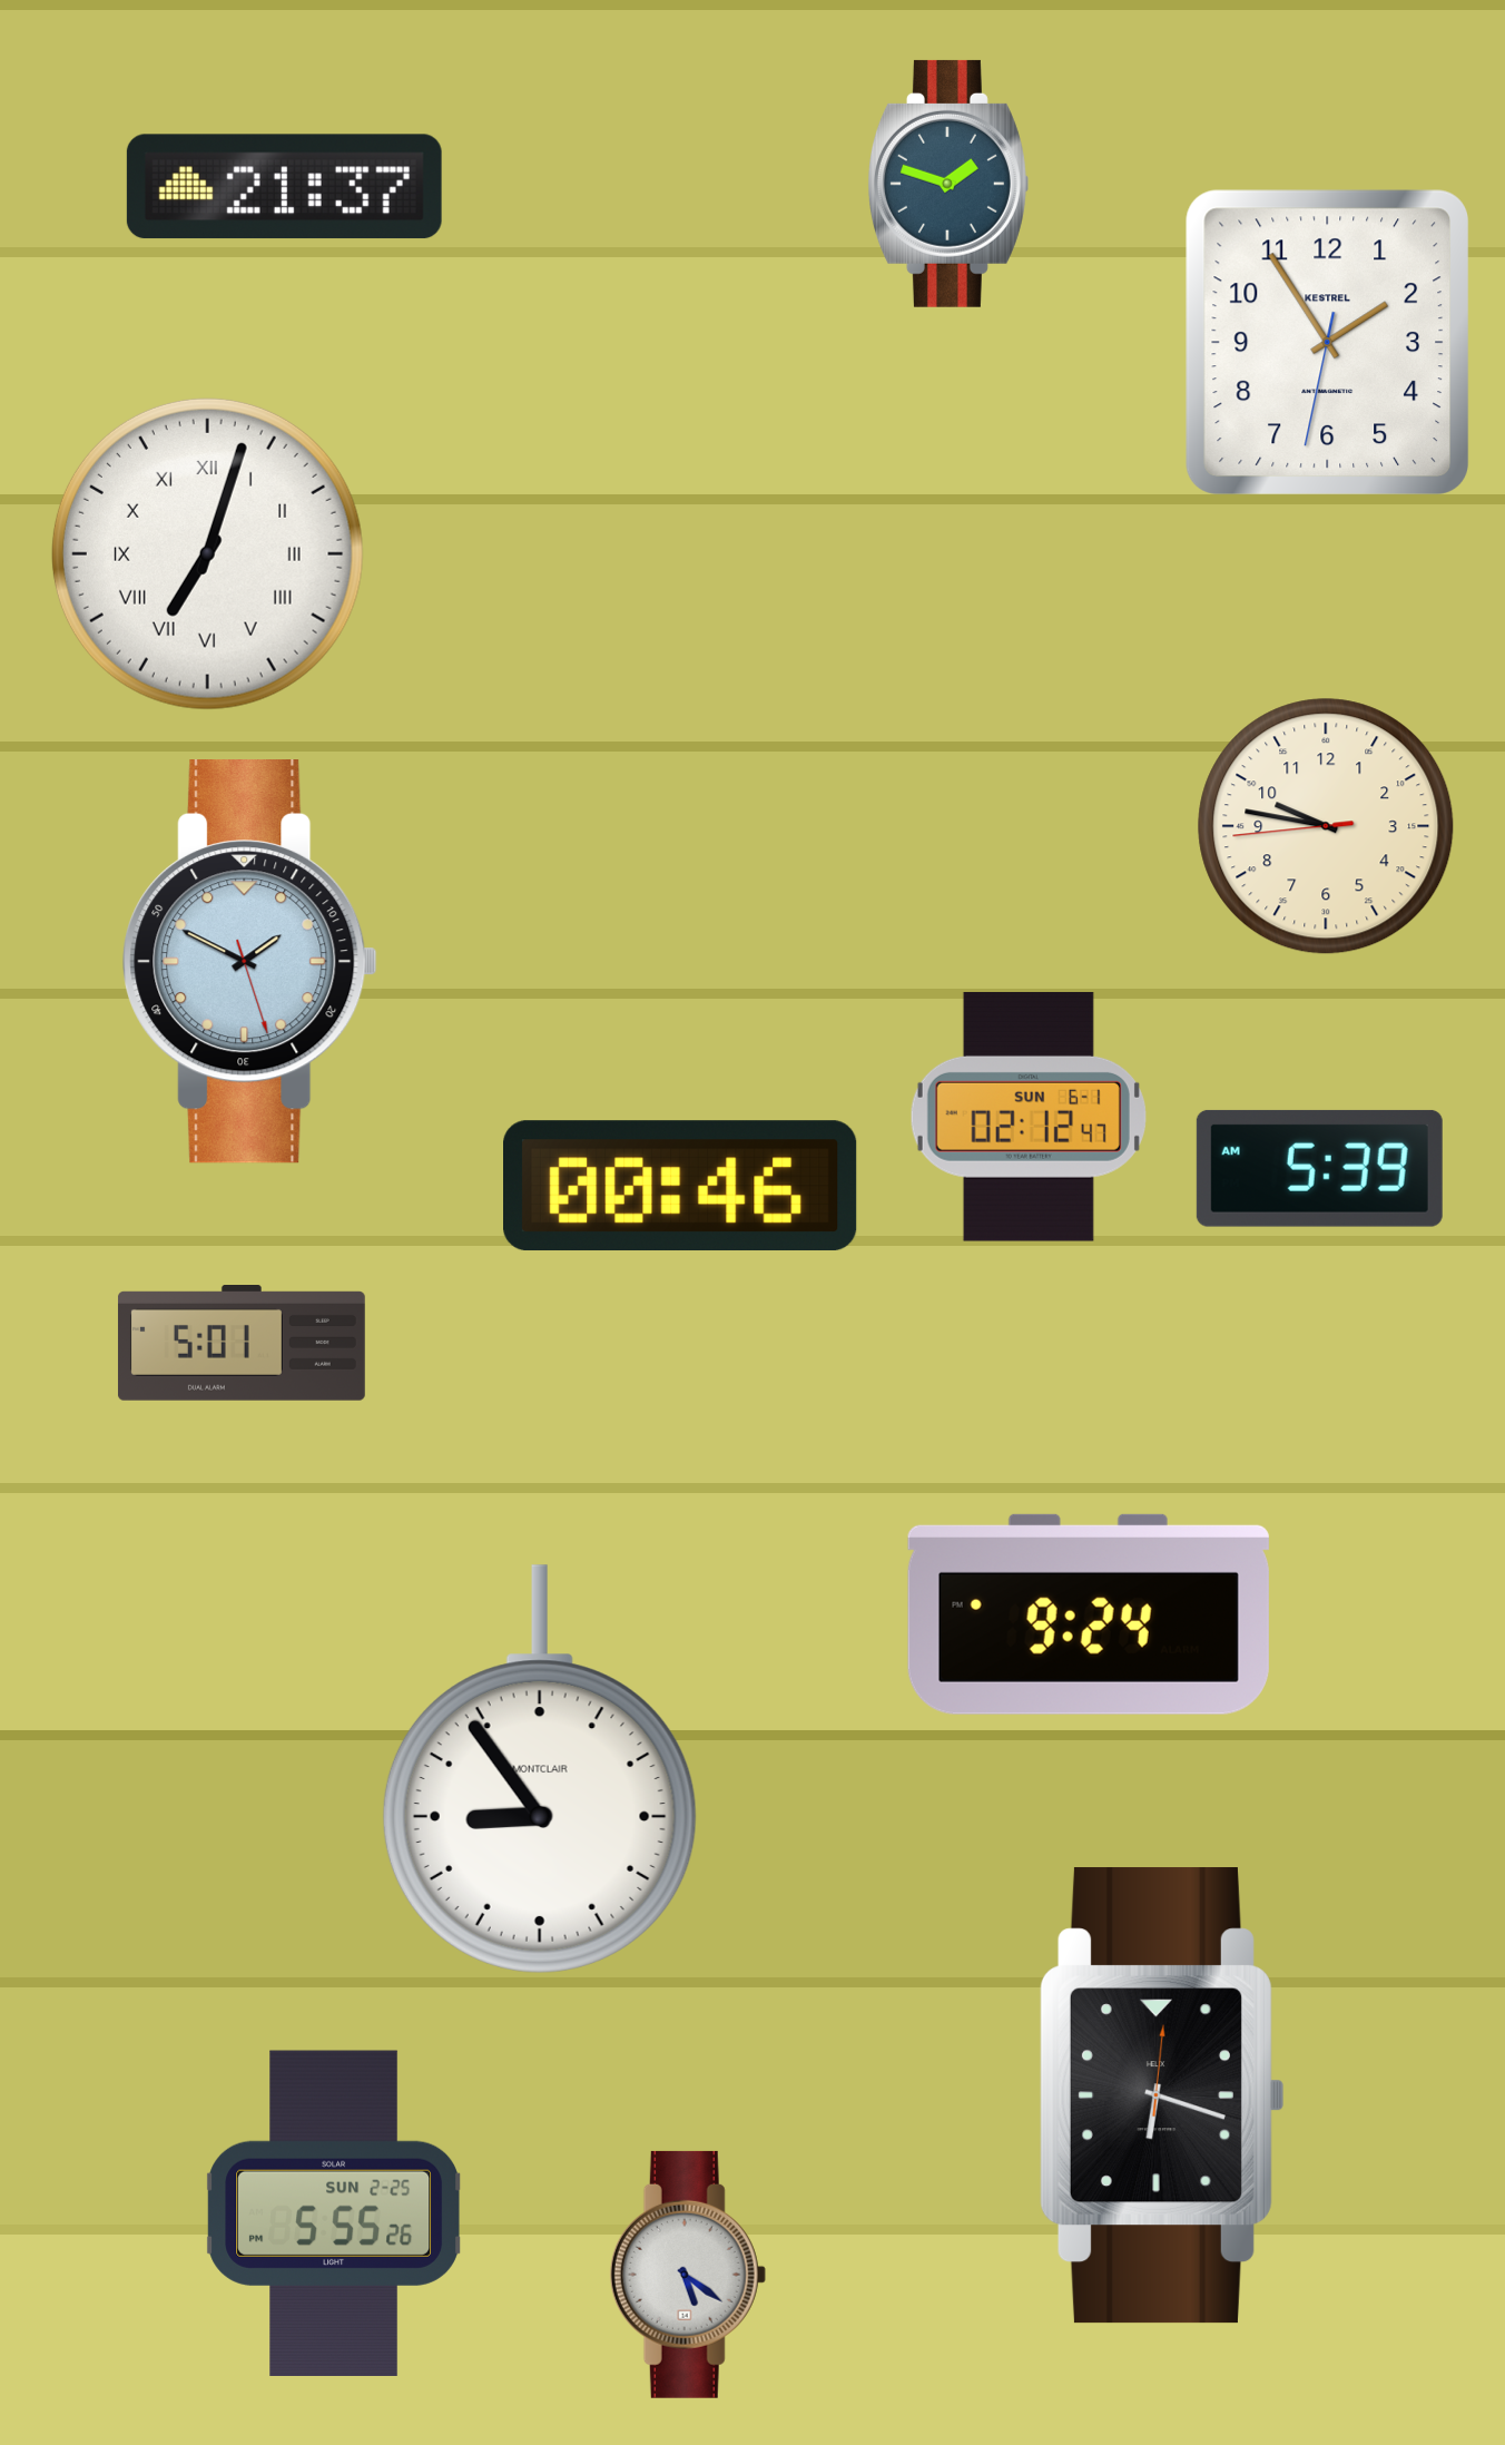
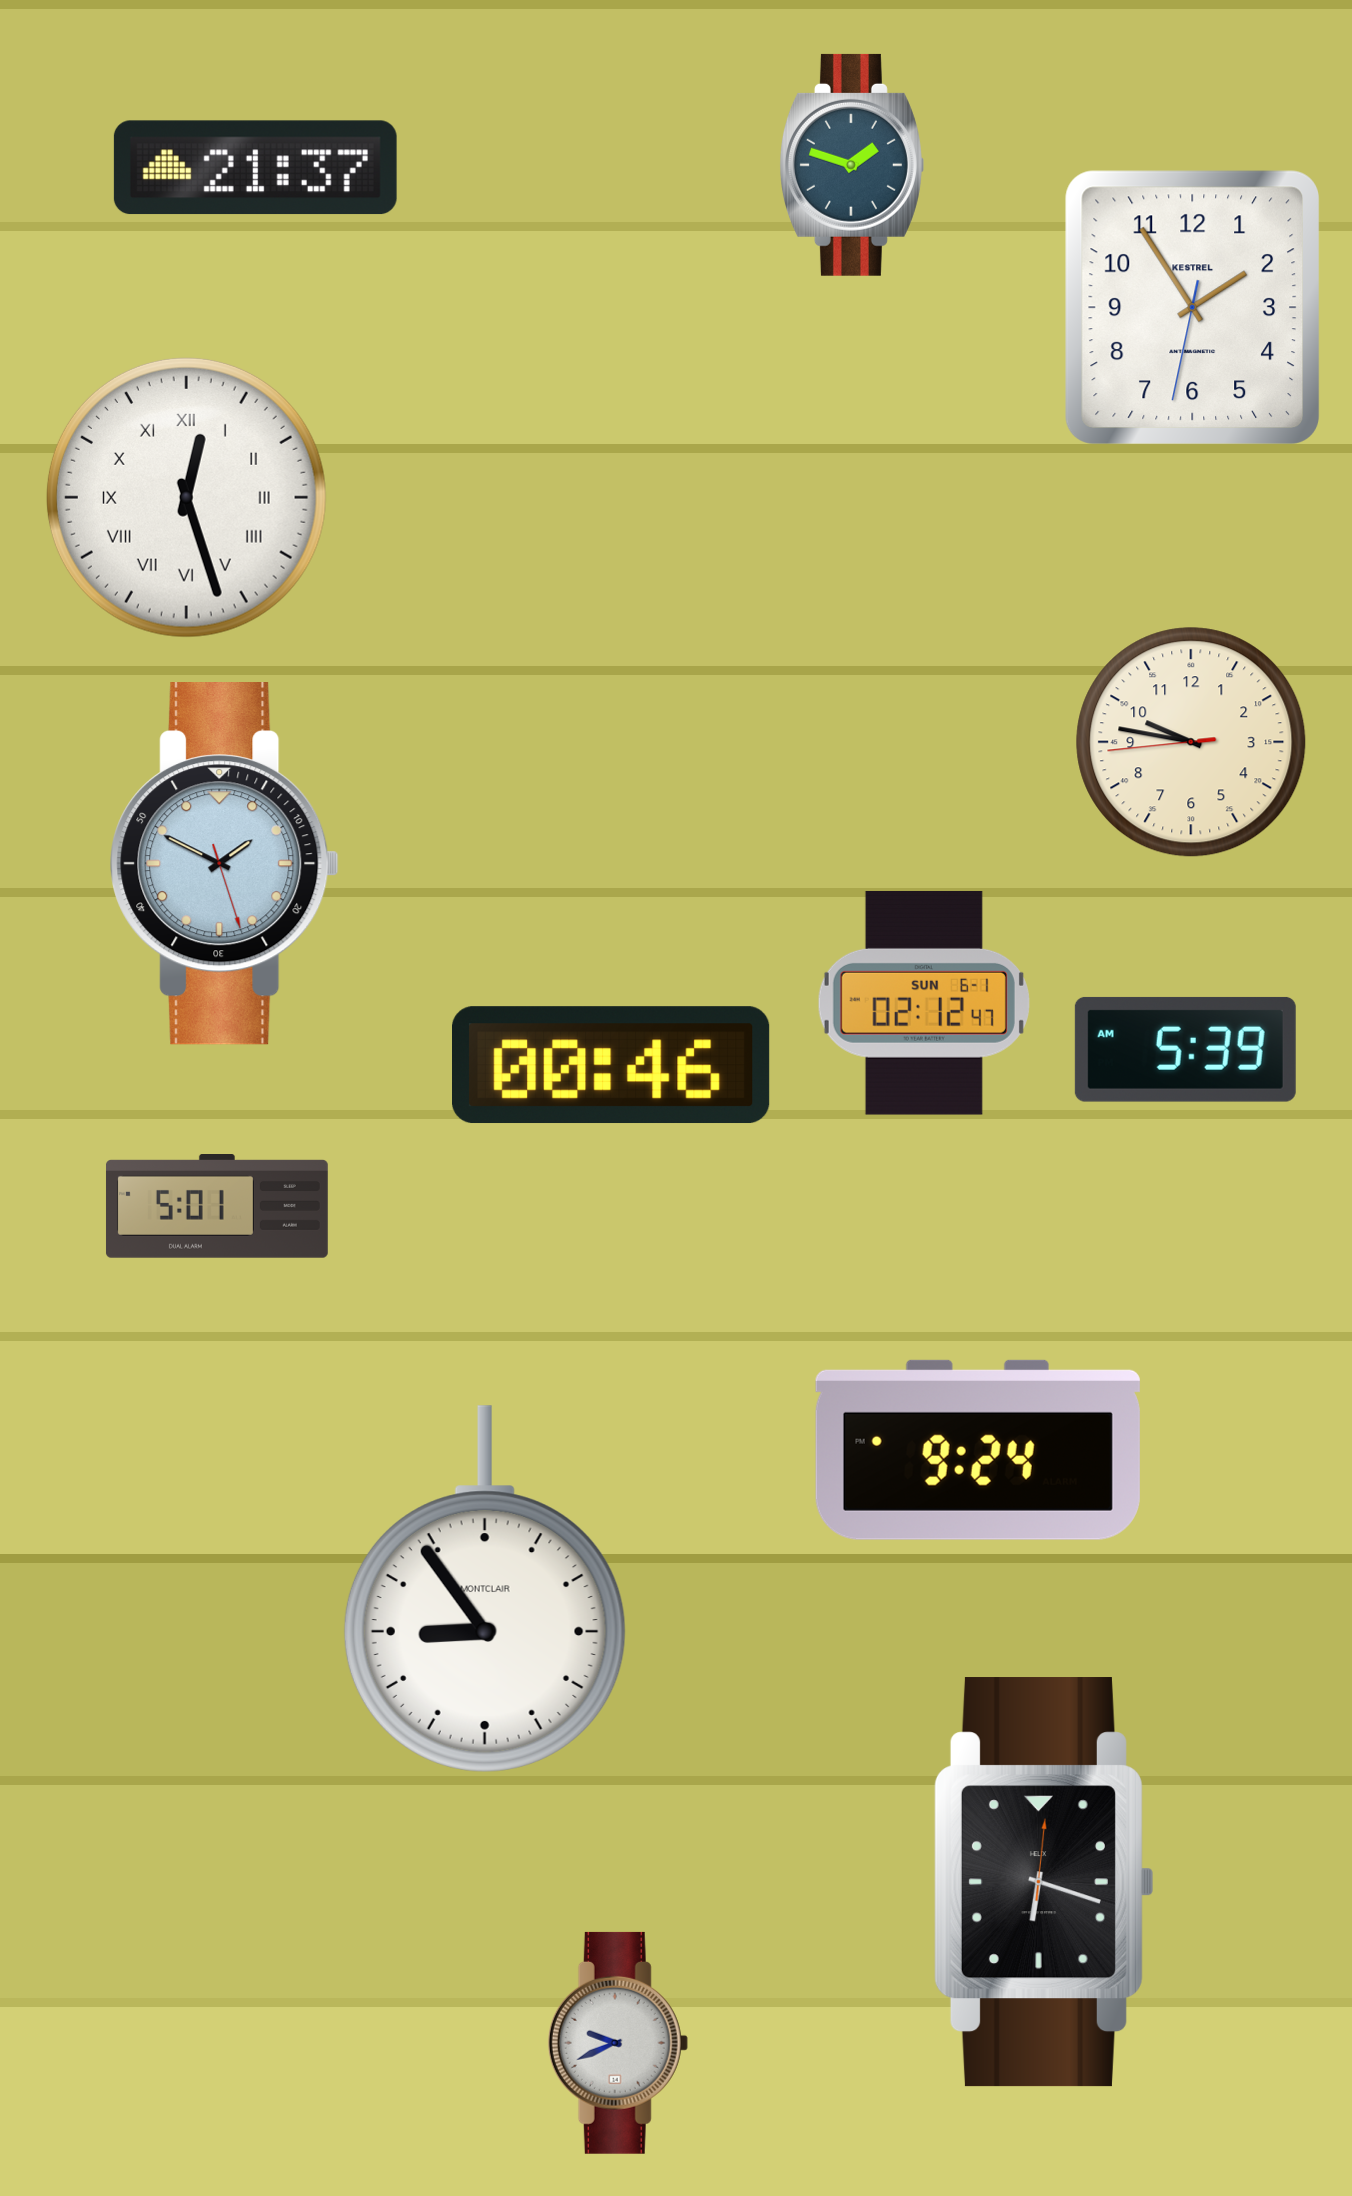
clock at (207, 553): 7:03 -> 12:27
clock at (333, 2212): 5:55 -> none
clock at (688, 2275): 5:21 -> 9:41
